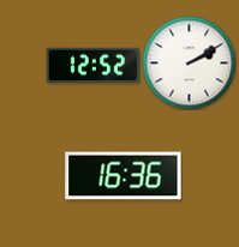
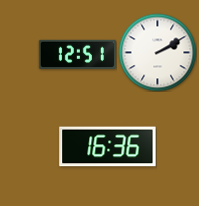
clock at (92, 65): 12:52 -> 12:51
clock at (124, 176) position: (124, 176) -> (108, 147)
